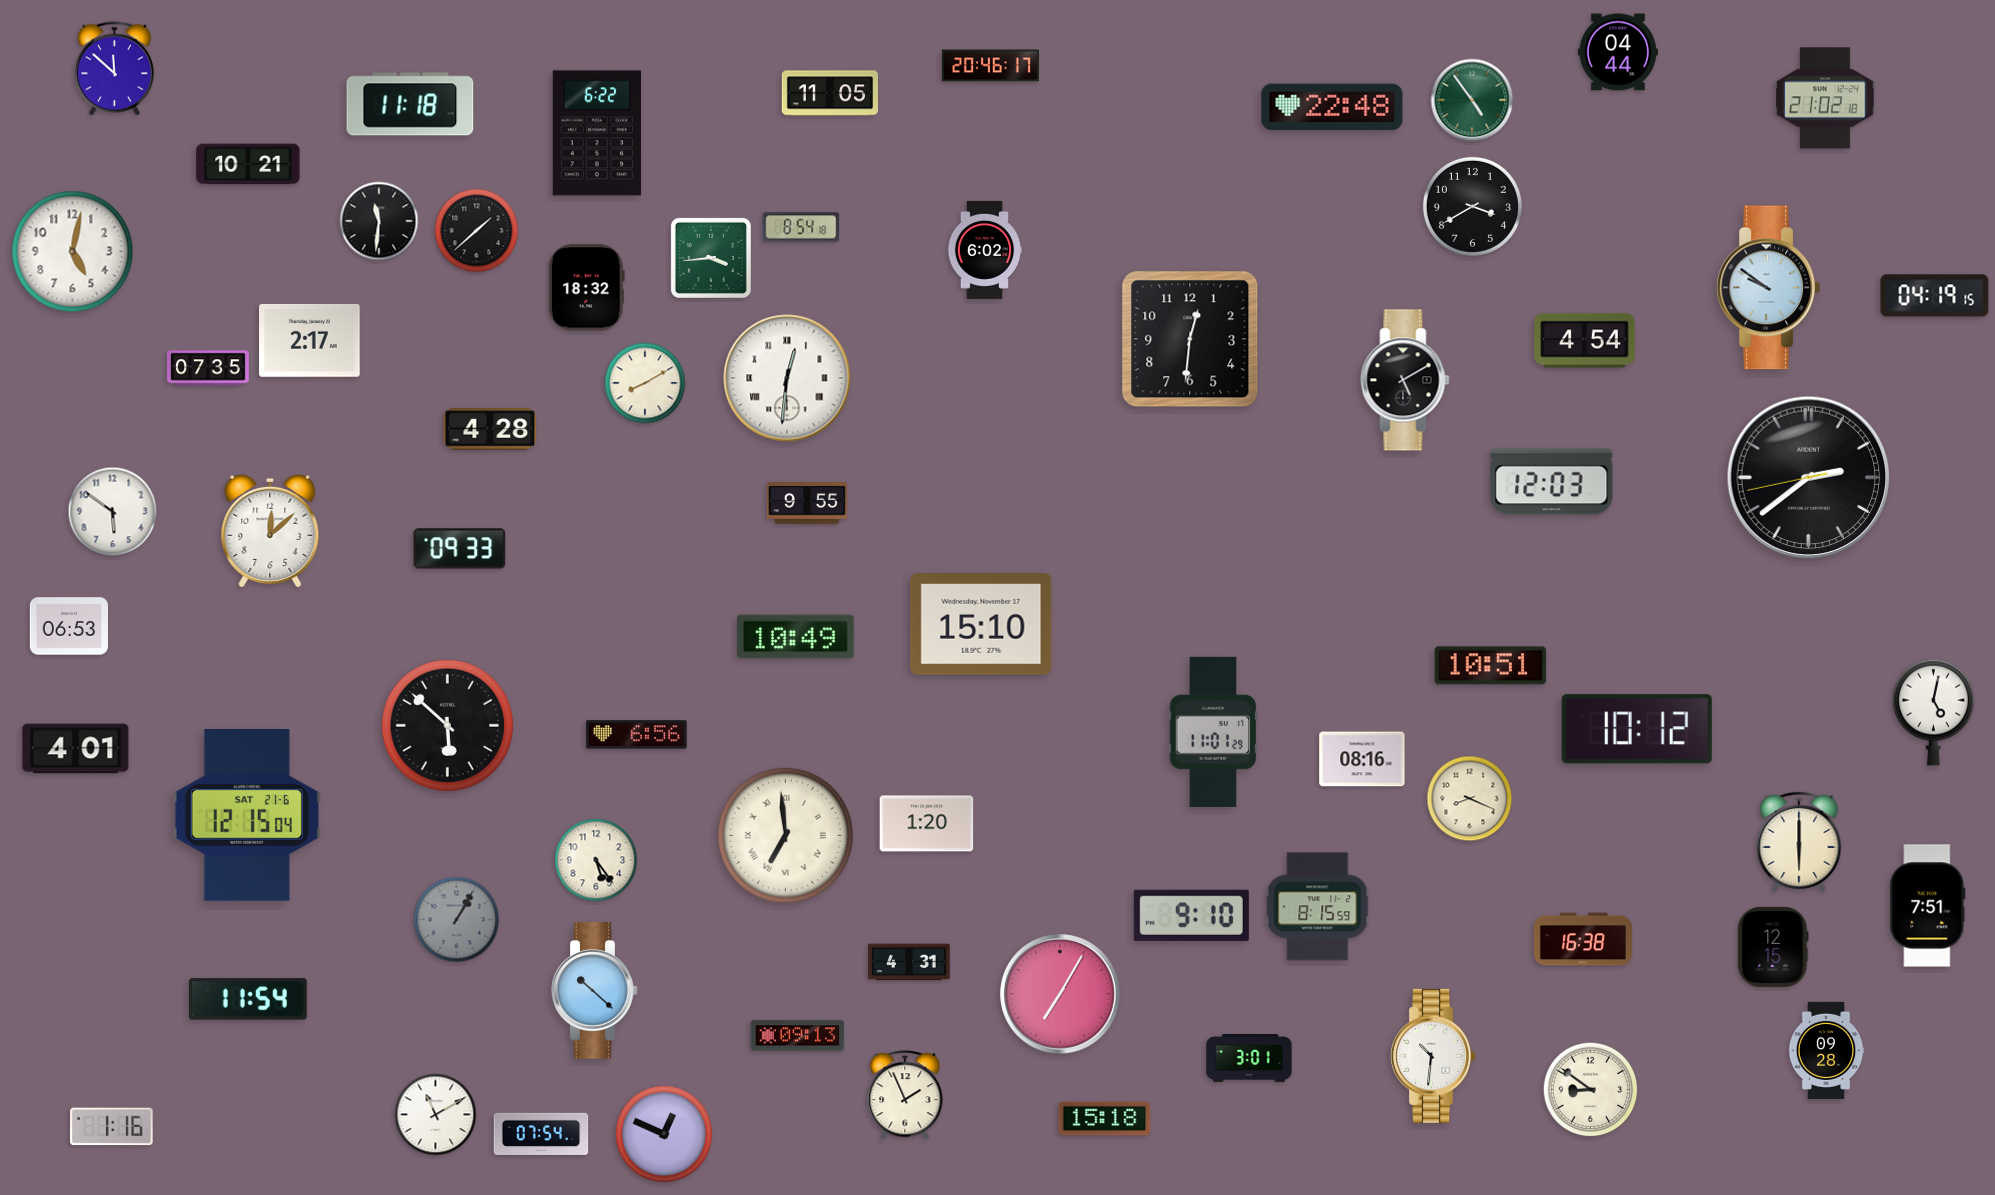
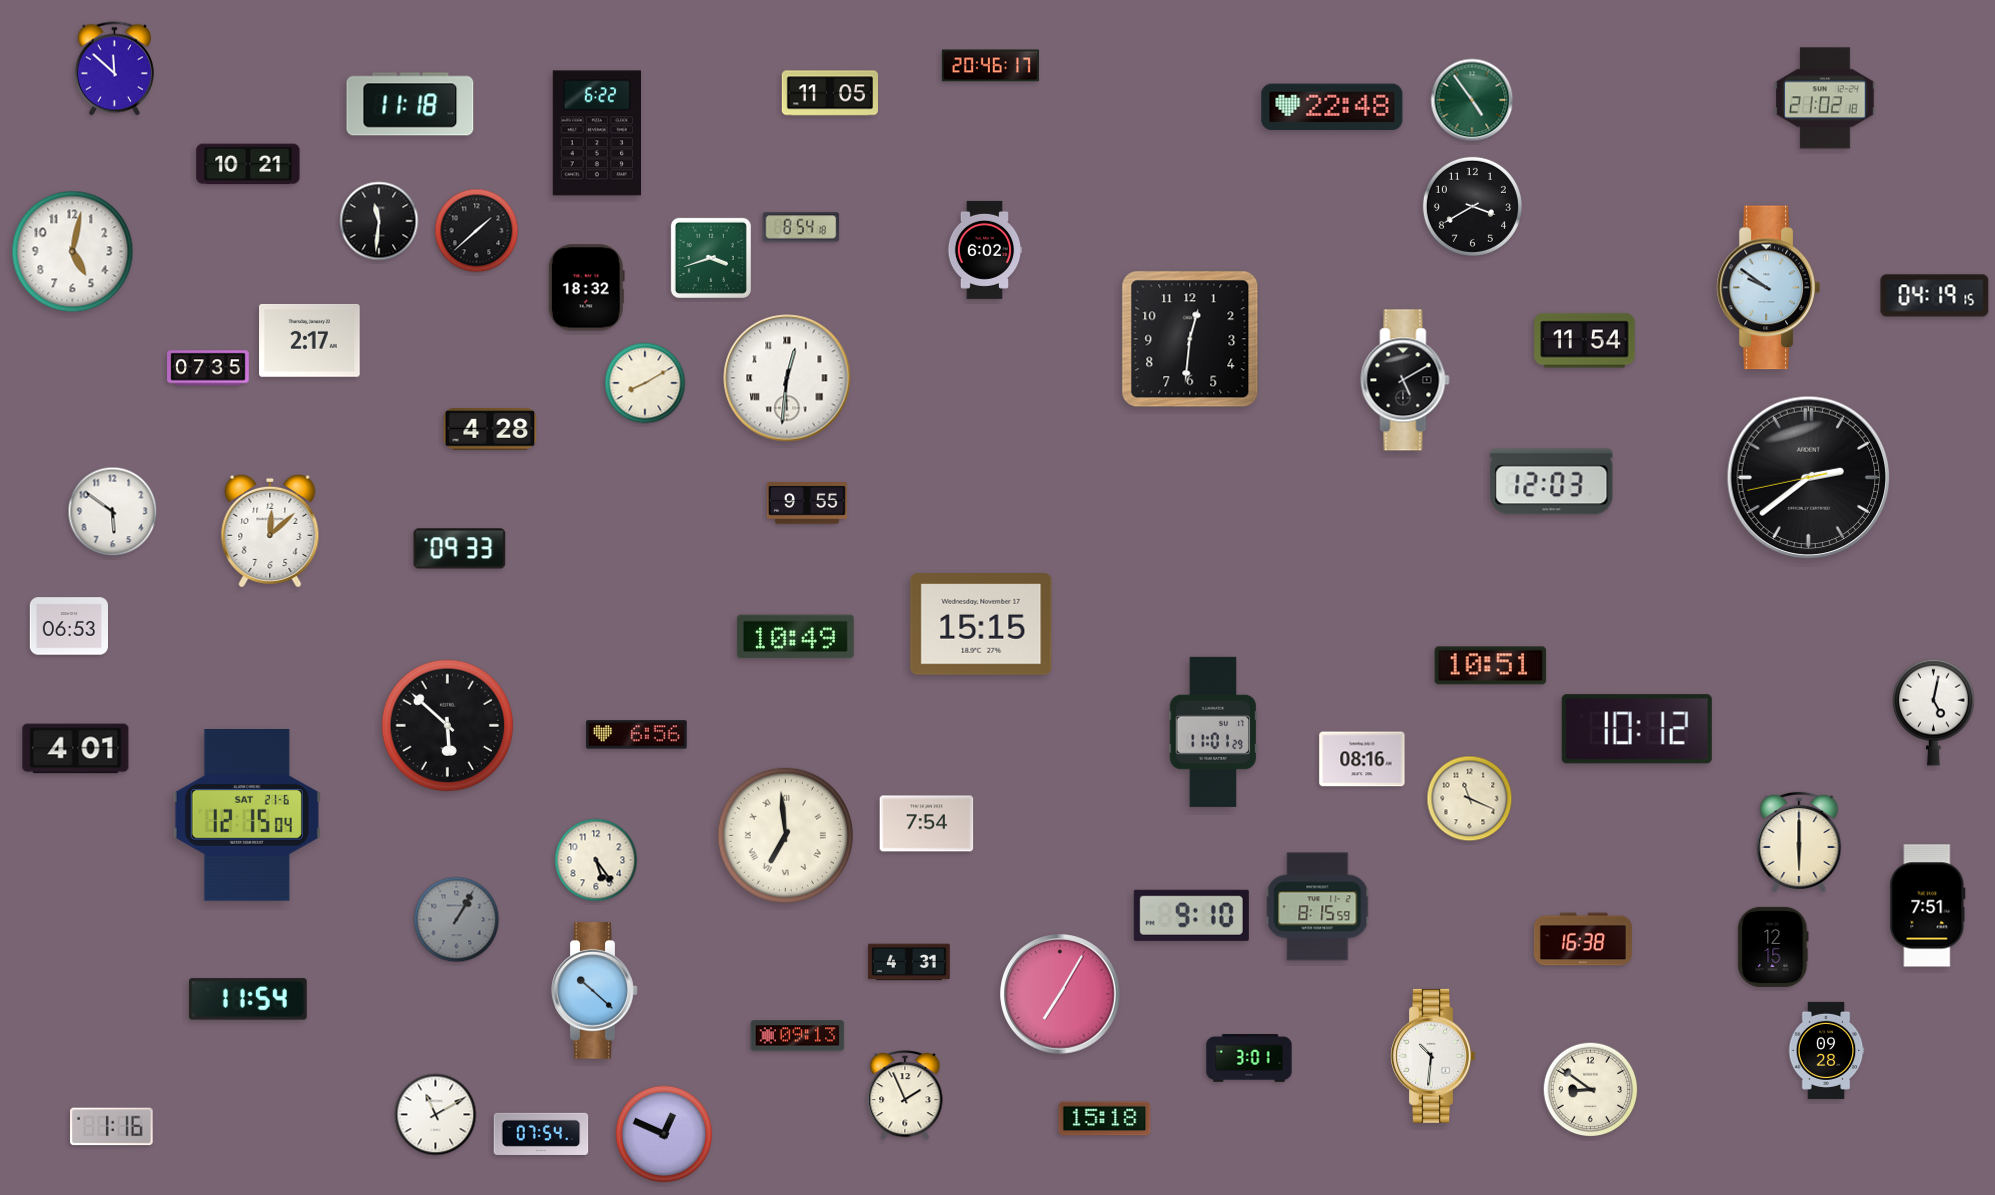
clock at (1618, 52): 04:44 -> none
clock at (711, 258): 3:44 -> 3:42
clock at (1585, 341): 4:54 -> 11:54
clock at (981, 624): 15:10 -> 15:15
clock at (1470, 799): 8:19 -> 11:19
clock at (927, 824): 1:20 -> 7:54
